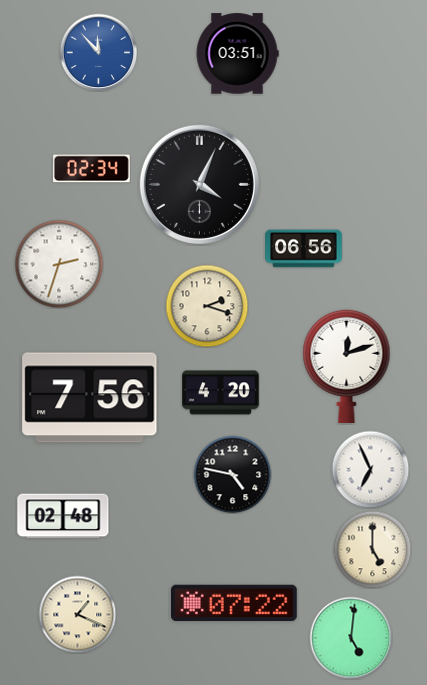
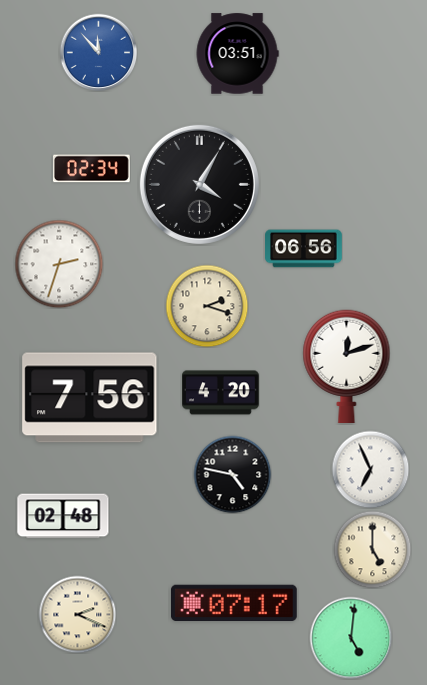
clock at (199, 184): 4:04 -> 4:05
clock at (235, 602): 07:22 -> 07:17
clock at (77, 614): 1:19 -> 2:19
